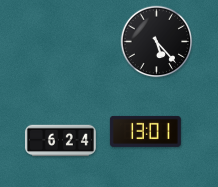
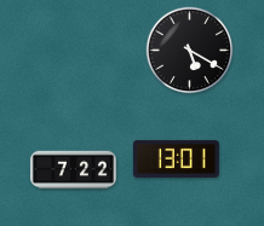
clock at (157, 42): 5:23 -> 5:20
clock at (60, 141): 6:24 -> 7:22
